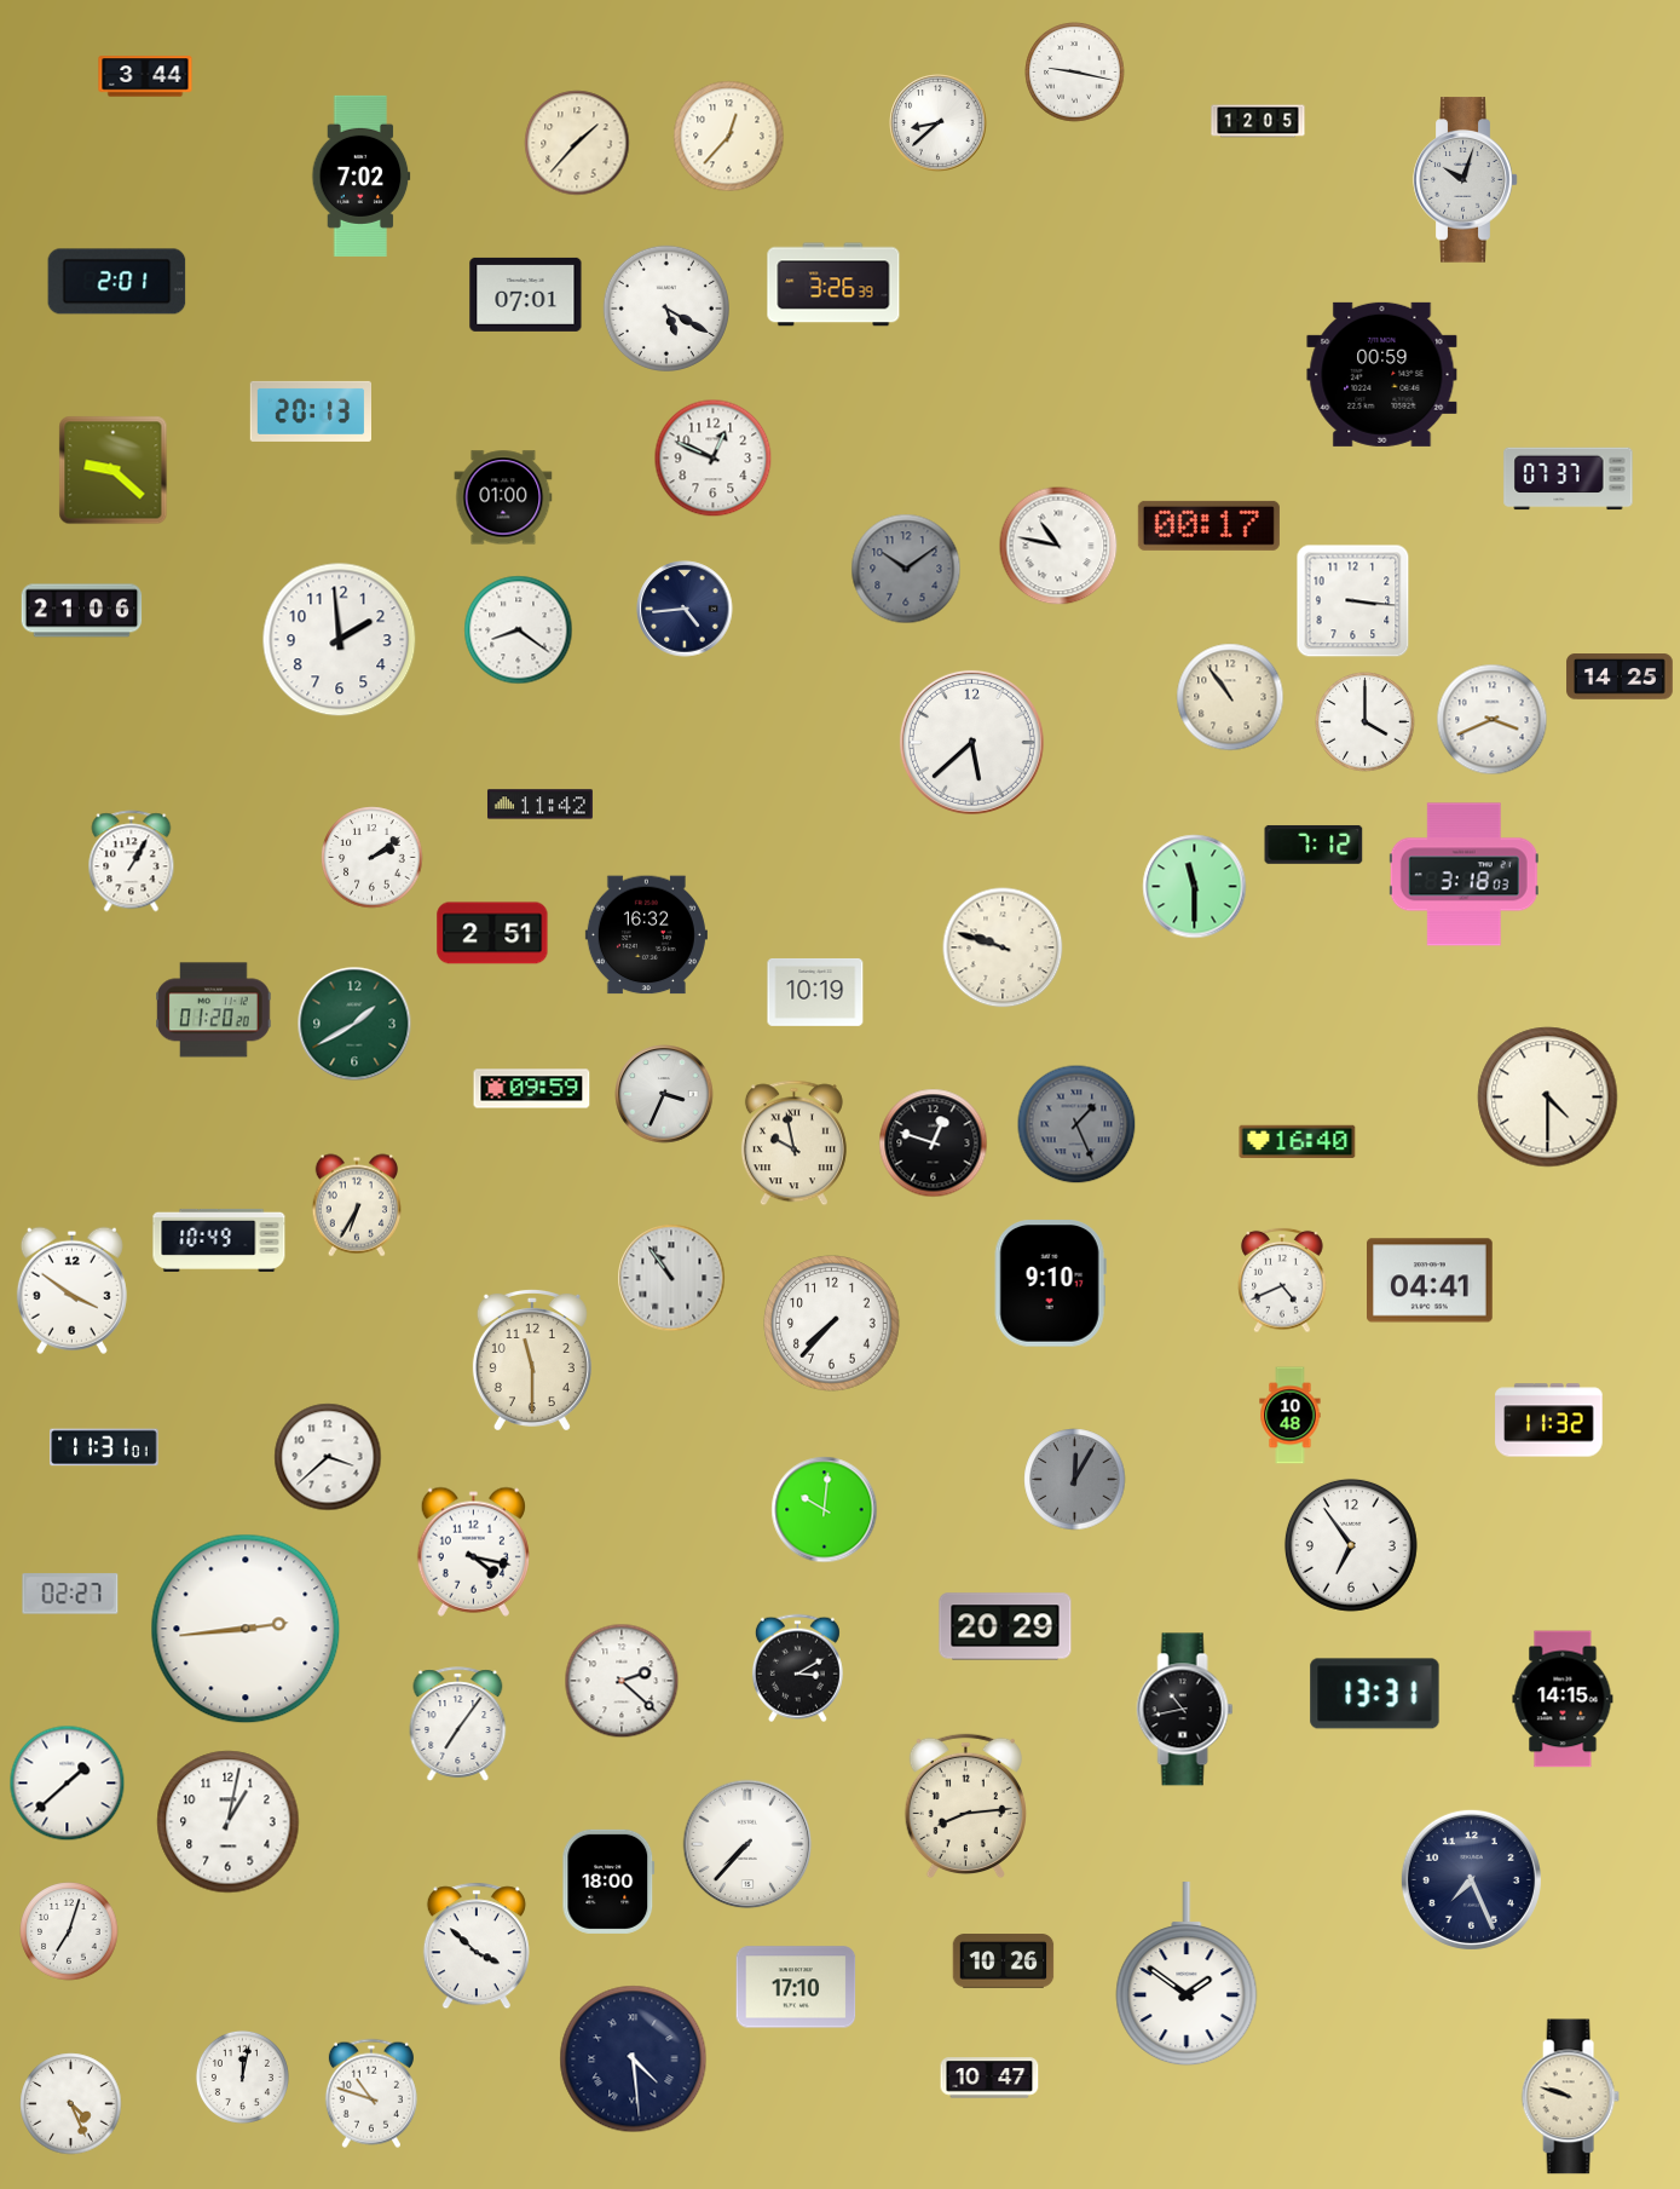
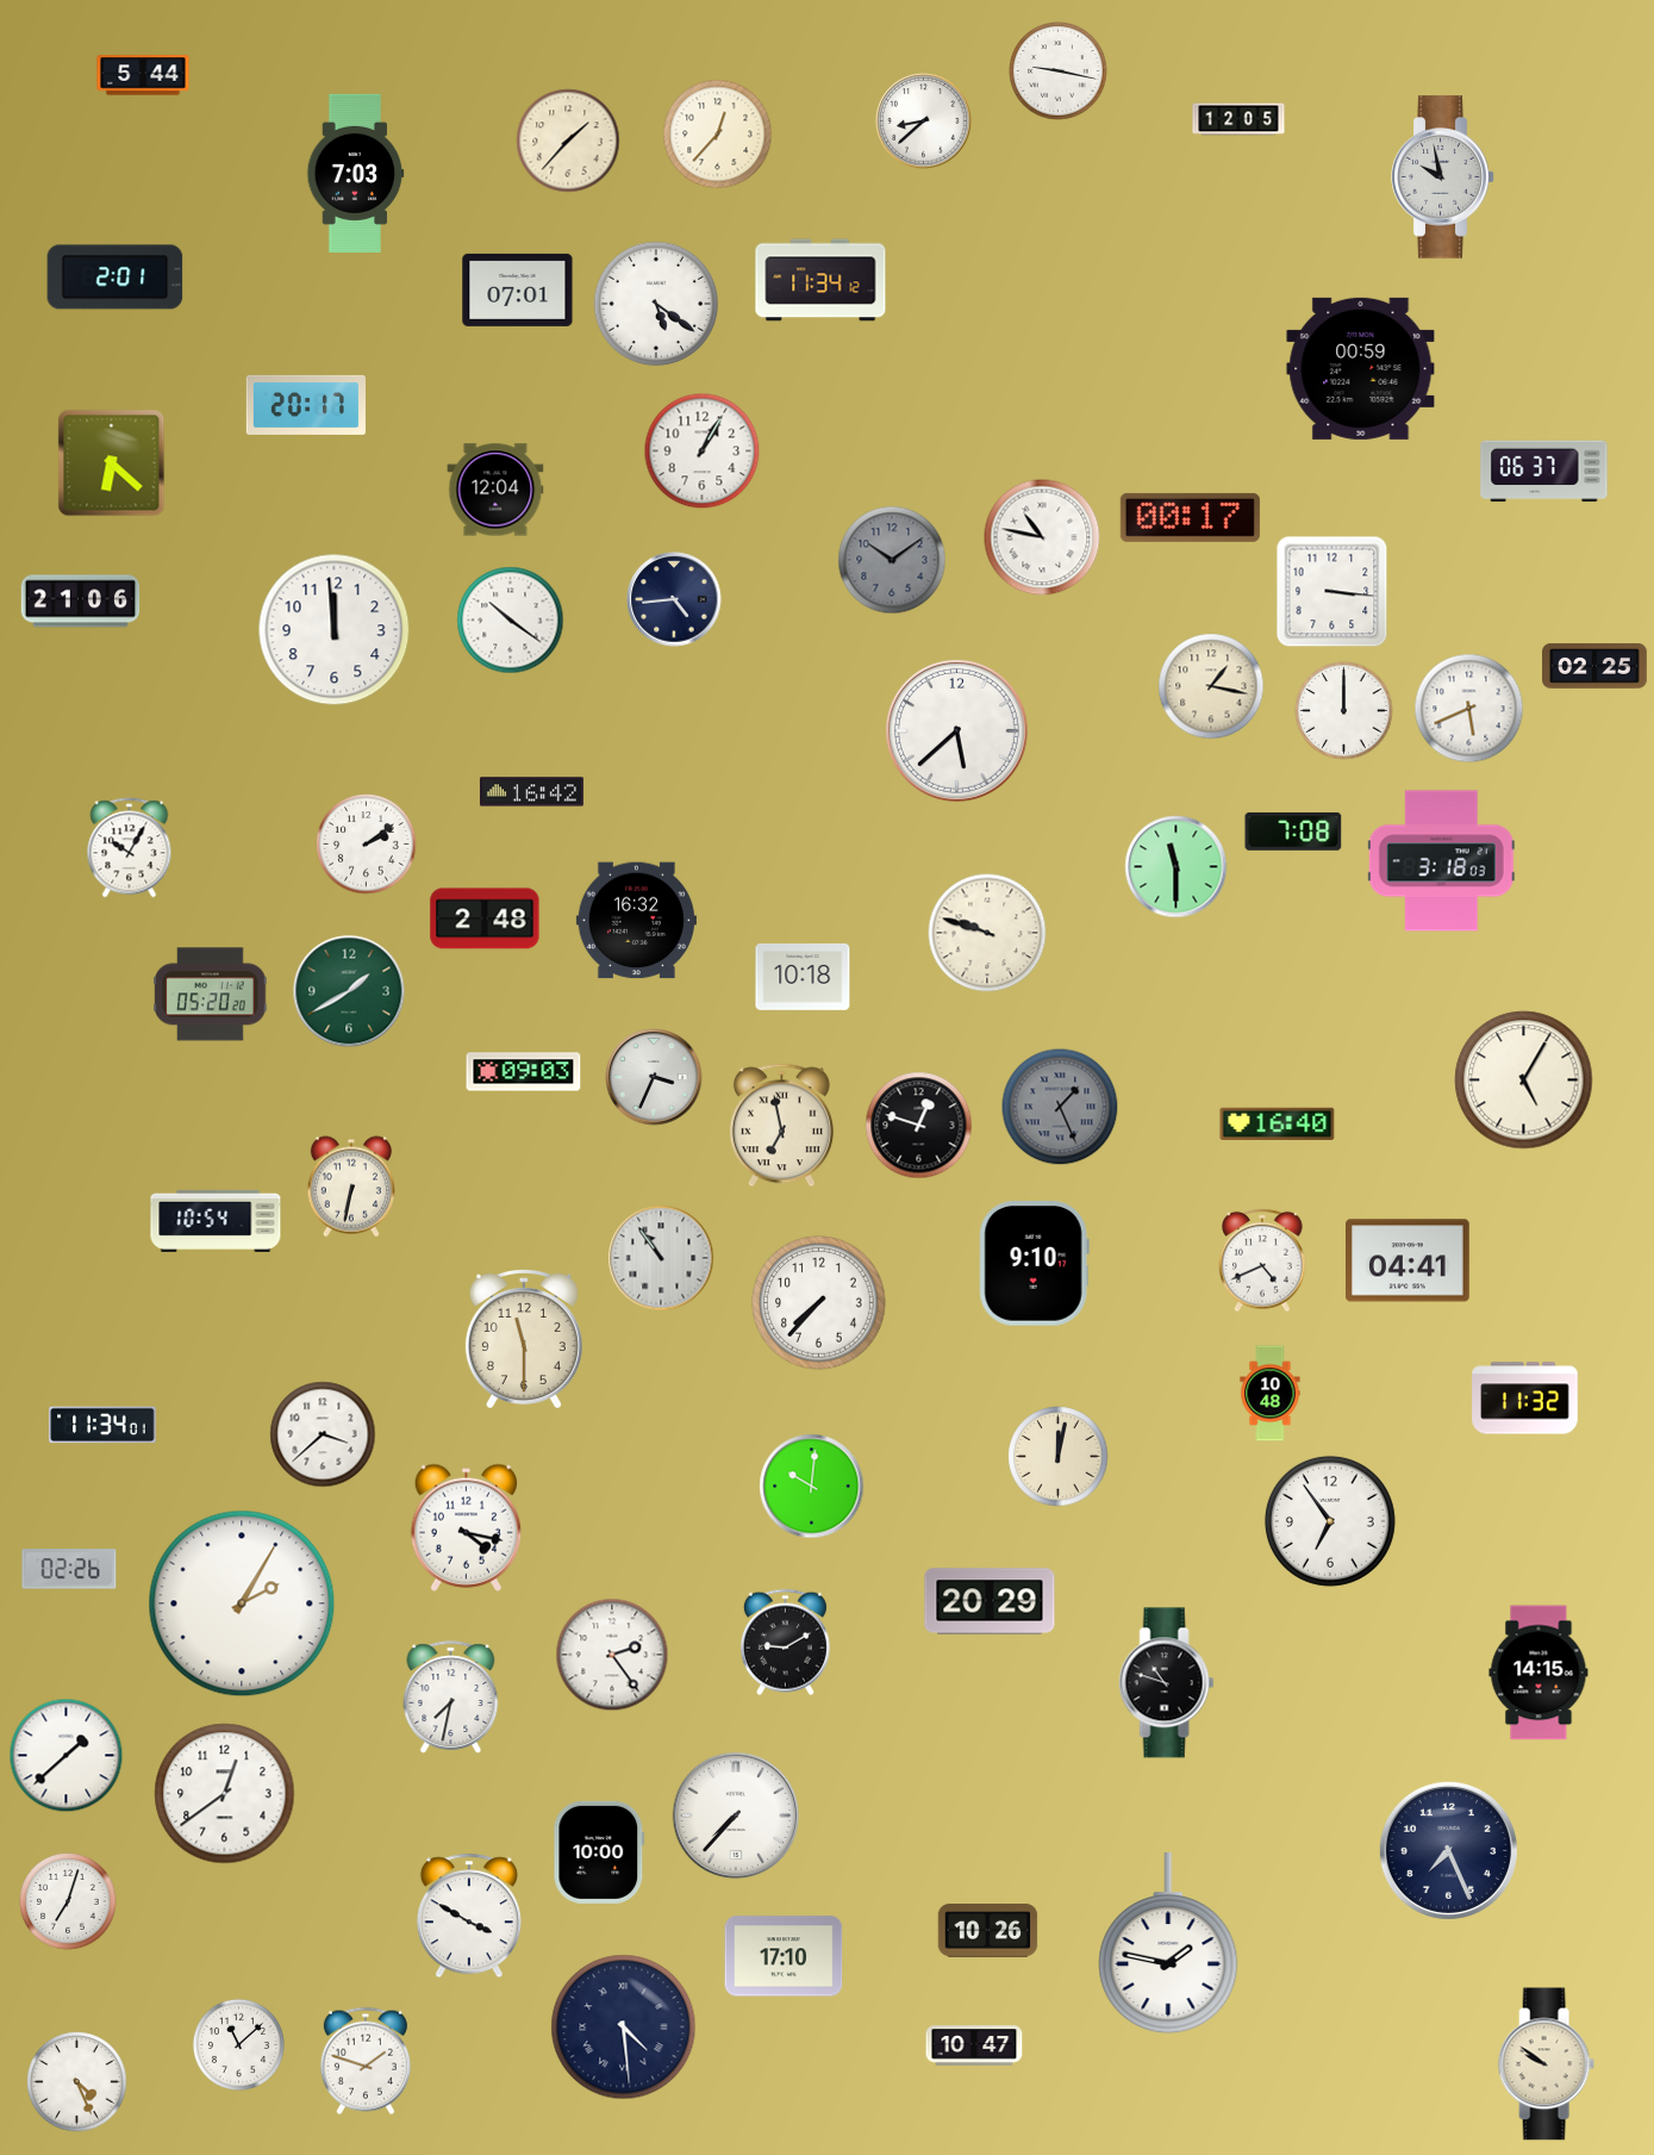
clock at (145, 76): 3:44 -> 5:44
clock at (362, 175): 7:02 -> 7:03
clock at (1466, 180): 10:03 -> 9:58
clock at (833, 284): 3:26 -> 11:34
clock at (665, 307): 5:20 -> 5:21
clock at (310, 411): 20:13 -> 20:17
clock at (714, 459): 12:49 -> 1:05
clock at (114, 471): 9:22 -> 6:22
clock at (1569, 479): 07:37 -> 06:37
clock at (503, 497): 01:00 -> 12:04
clock at (519, 630): 8:21 -> 10:21
clock at (340, 640): 1:59 -> 11:59
clock at (1620, 676): 14:25 -> 02:25
clock at (1230, 697): 10:54 -> 1:17
clock at (1493, 720): 3:41 -> 5:41
clock at (1366, 722): 4:00 -> 12:00
clock at (539, 805): 11:42 -> 16:42
clock at (1314, 845): 7:12 -> 7:08
clock at (132, 862): 1:05 -> 10:05
clock at (1195, 887) position: (1195, 887) -> (1176, 867)
clock at (492, 933): 2:51 -> 2:48
clock at (815, 992): 10:19 -> 10:18
clock at (214, 1010): 01:20 -> 05:20
clock at (354, 1024) position: (354, 1024) -> (349, 991)
clock at (532, 1089): 09:59 -> 09:03
clock at (1548, 1098): 4:30 -> 5:05
clock at (793, 1144): 9:58 -> 6:58
clock at (356, 1205): 6:35 -> 6:32
clock at (219, 1240): 10:49 -> 10:54
clock at (71, 1290): 3:51 -> none
clock at (104, 1447): 11:31 -> 11:34
clock at (1075, 1480): 12:05 -> 12:02
clock at (1075, 1480) dial: grey -> cream
clock at (70, 1594): 02:27 -> 02:26
clock at (246, 1629): 2:44 -> 2:05
clock at (797, 1669): 3:10 -> 9:10
clock at (622, 1681): 2:22 -> 2:24
clock at (1375, 1694): 13:31 -> none
clock at (1185, 1710): 10:43 -> 10:48
clock at (458, 1724): 7:06 -> 7:32
clock at (965, 1807): 8:14 -> none
clock at (229, 1822): 1:02 -> 12:39
clock at (608, 1882): 18:00 -> 10:00
clock at (477, 1946): 3:52 -> 3:50
clock at (1187, 1975): 1:51 -> 1:47
clock at (242, 2076): 12:02 -> 11:08
clock at (371, 2093): 10:48 -> 1:48
clock at (1570, 2097): 9:48 -> 9:51
clock at (71, 2104) position: (71, 2104) -> (77, 2082)
